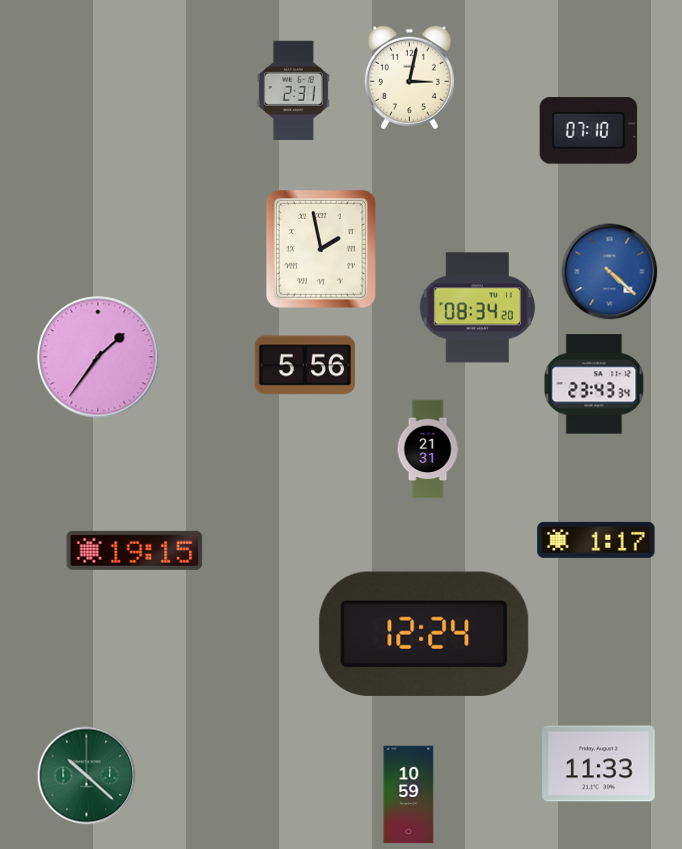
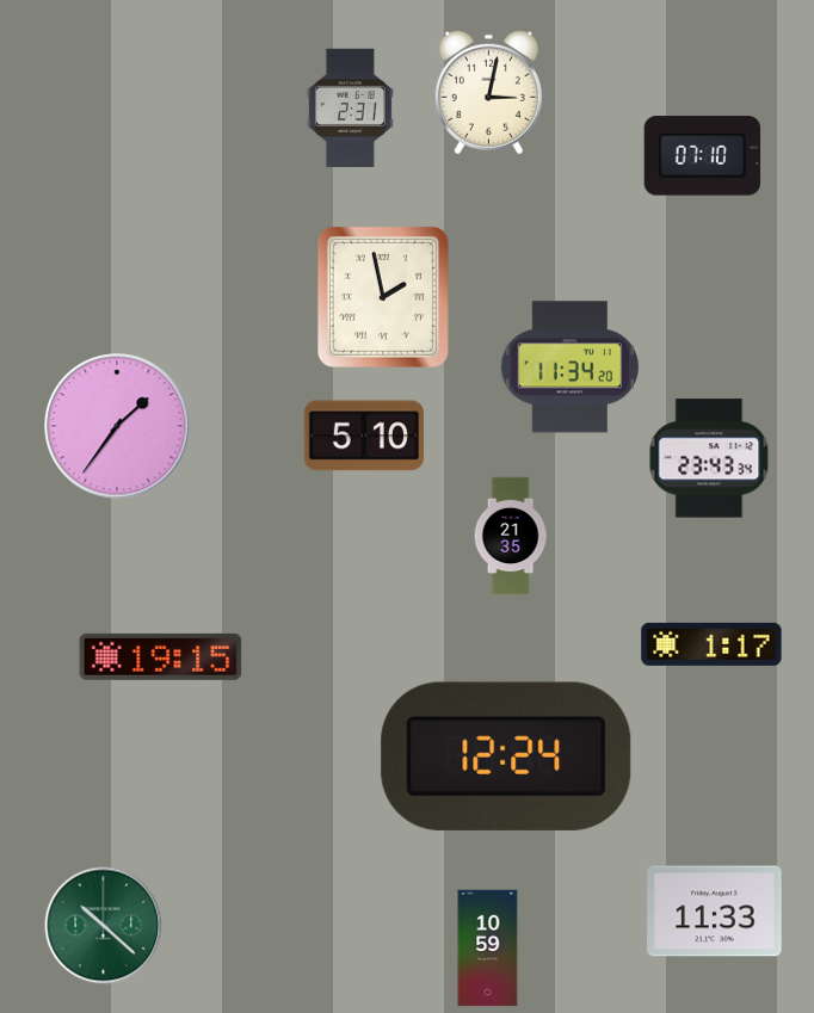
clock at (610, 272): 4:22 -> none
clock at (477, 308): 08:34 -> 11:34
clock at (304, 365): 5:56 -> 5:10
clock at (428, 449): 21:31 -> 21:35
